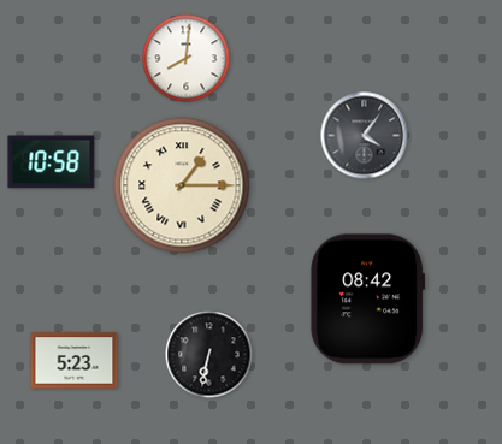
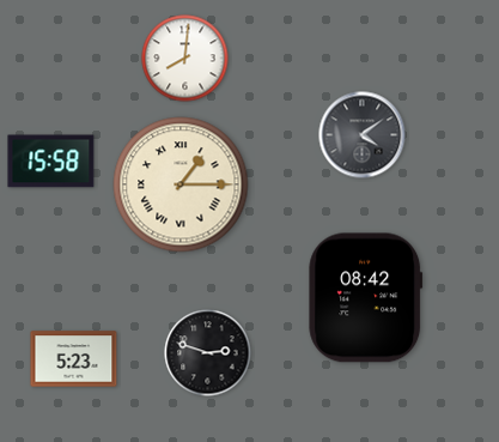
clock at (365, 136): 4:06 -> 4:09
clock at (52, 162): 10:58 -> 15:58
clock at (209, 355): 6:32 -> 2:48
